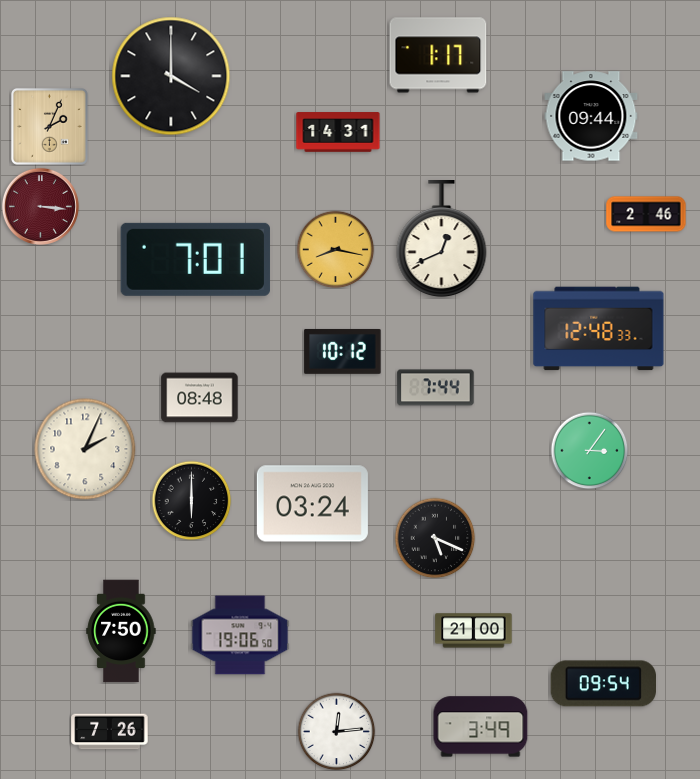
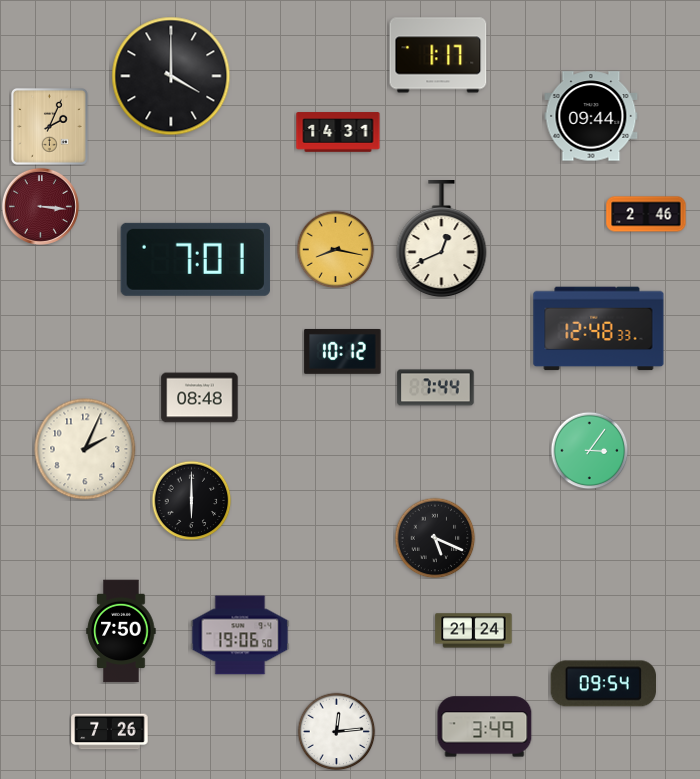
clock at (312, 504): 03:24 -> none
clock at (474, 631): 21:00 -> 21:24
clock at (481, 727) position: (481, 727) -> (485, 727)
